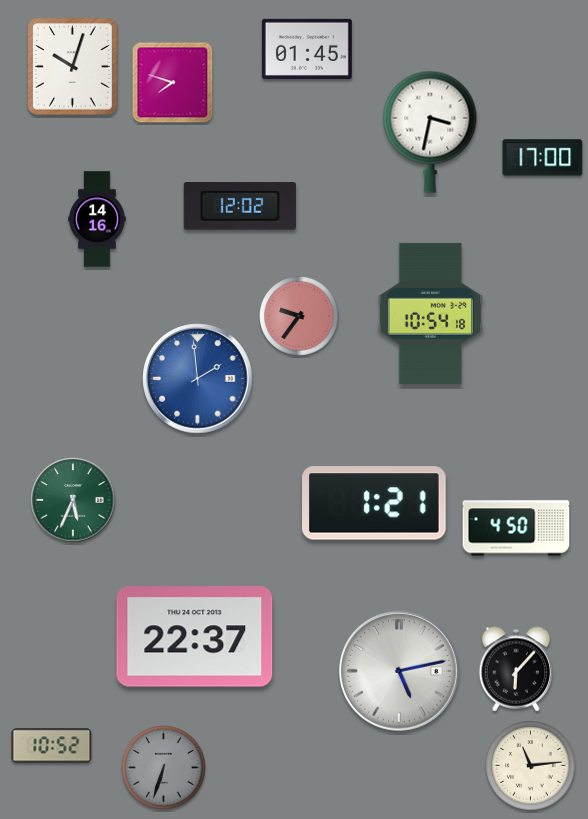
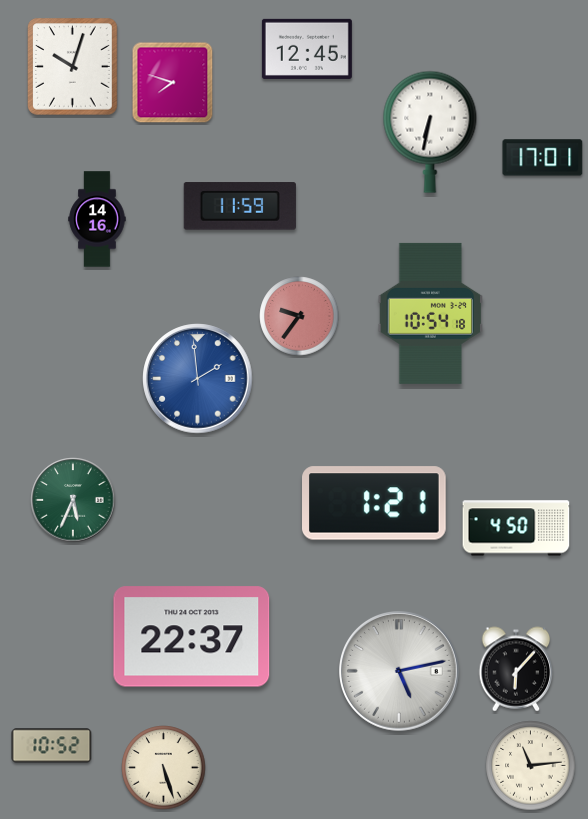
clock at (307, 49): 01:45 -> 12:45
clock at (430, 132): 3:32 -> 6:32
clock at (543, 158): 17:00 -> 17:01
clock at (240, 206): 12:02 -> 11:59
clock at (195, 637) position: (195, 637) -> (192, 637)
clock at (164, 768): 6:33 -> 5:27
clock at (164, 768) dial: grey -> cream
